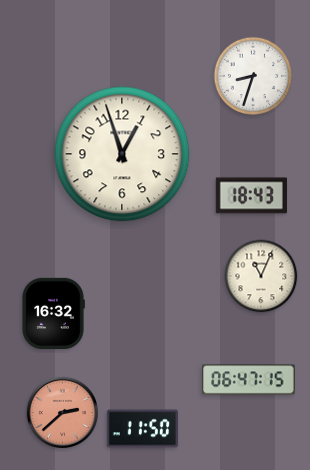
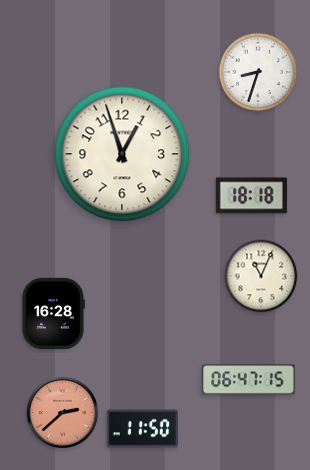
clock at (253, 76) position: (253, 76) -> (258, 72)
clock at (251, 196): 18:43 -> 18:18
clock at (53, 313): 16:32 -> 16:28
